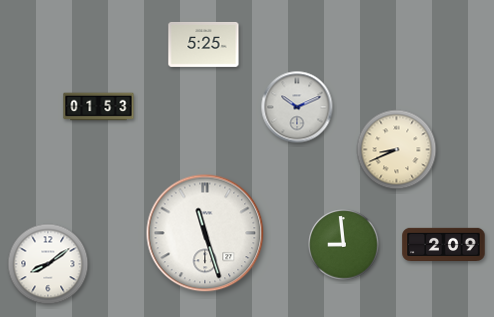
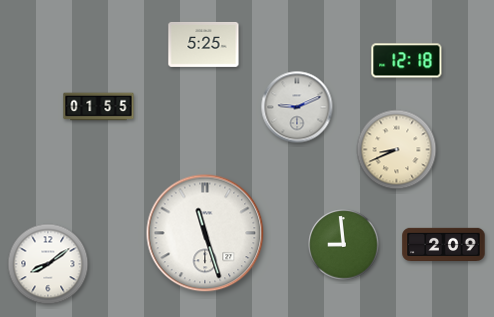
clock at (407, 61): none -> 12:18
clock at (99, 107): 01:53 -> 01:55
clock at (297, 107): 10:11 -> 9:11
